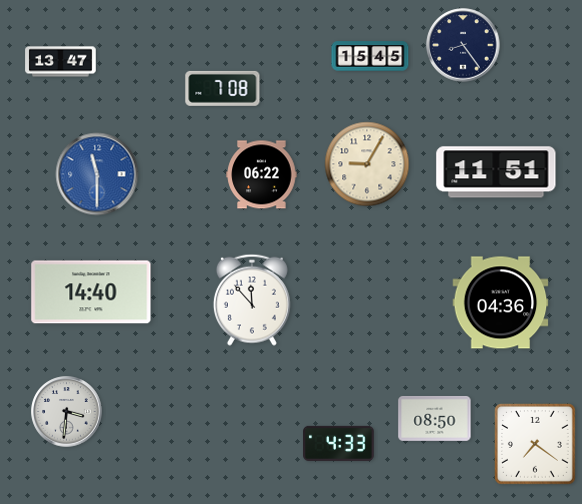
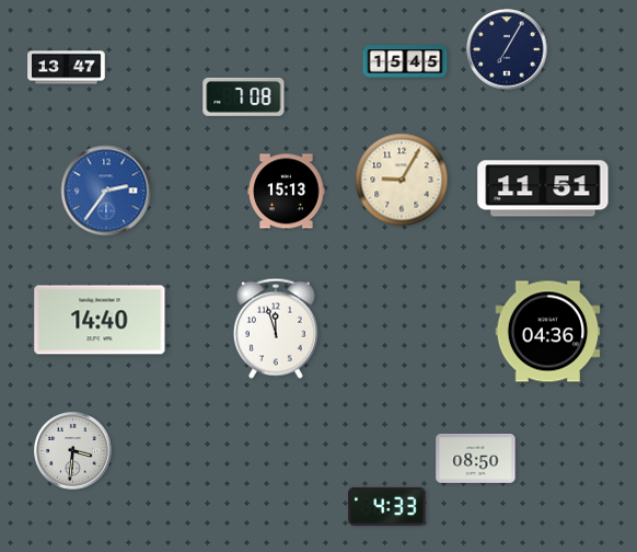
clock at (463, 45): 8:24 -> 7:05
clock at (97, 174): 11:30 -> 2:36
clock at (262, 175): 06:22 -> 15:13
clock at (252, 300): 11:53 -> 11:57
clock at (339, 443) position: (339, 443) -> (387, 506)
clock at (535, 444): 7:21 -> none
